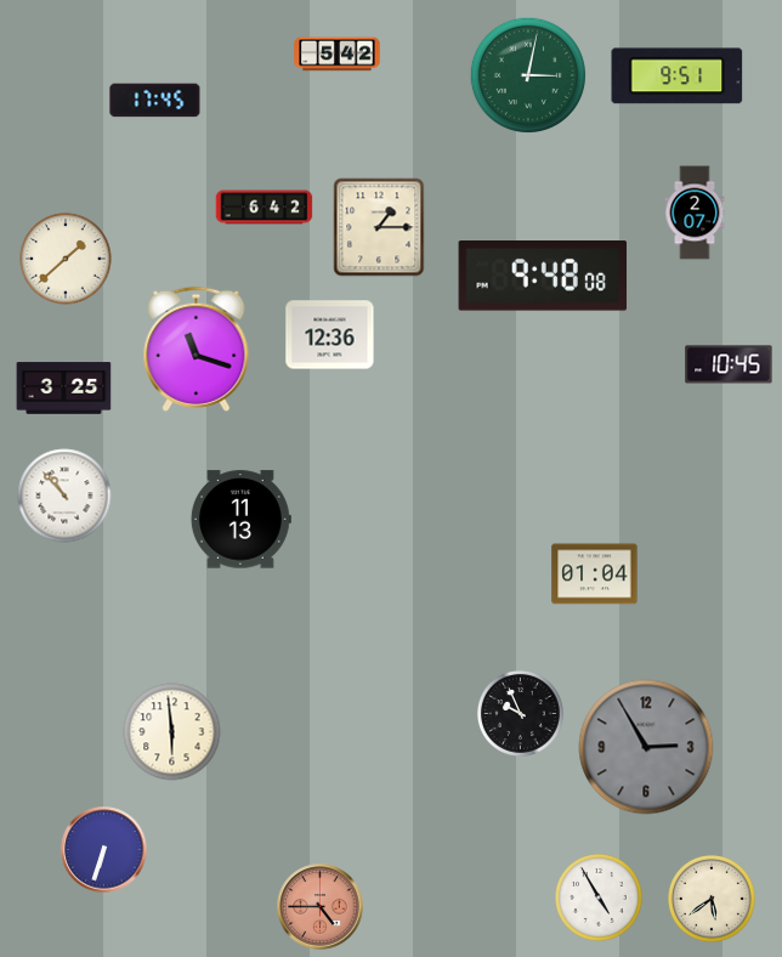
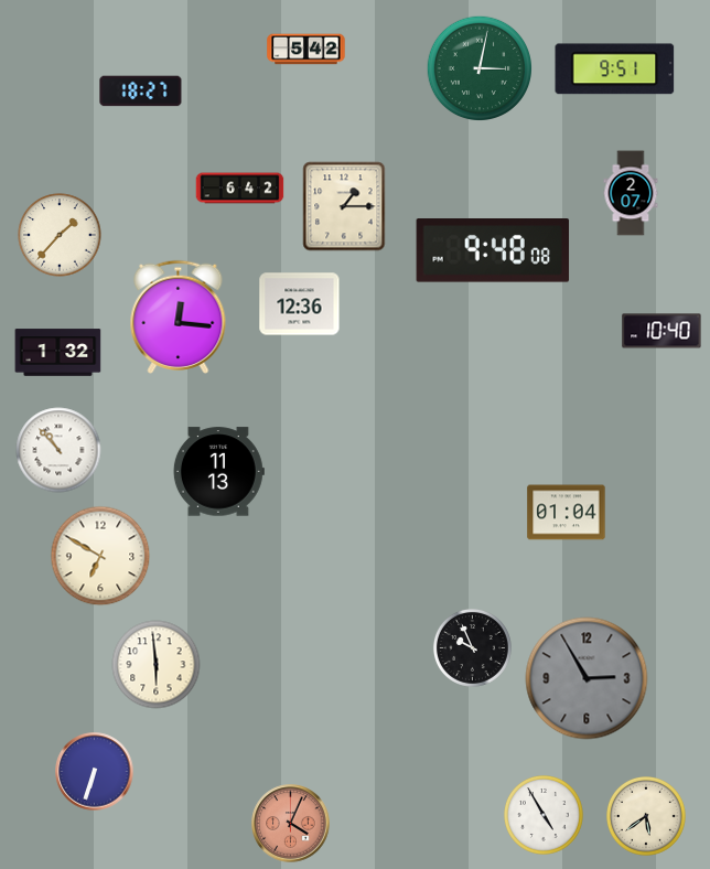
clock at (155, 101): 17:45 -> 18:27
clock at (66, 259): 1:38 -> 1:37
clock at (197, 349): 11:18 -> 12:16
clock at (729, 364): 10:45 -> 10:40
clock at (64, 389): 3:25 -> 1:32
clock at (595, 574) position: (595, 574) -> (567, 513)
clock at (100, 556): none -> 6:50
clock at (321, 907): 4:45 -> 4:04
